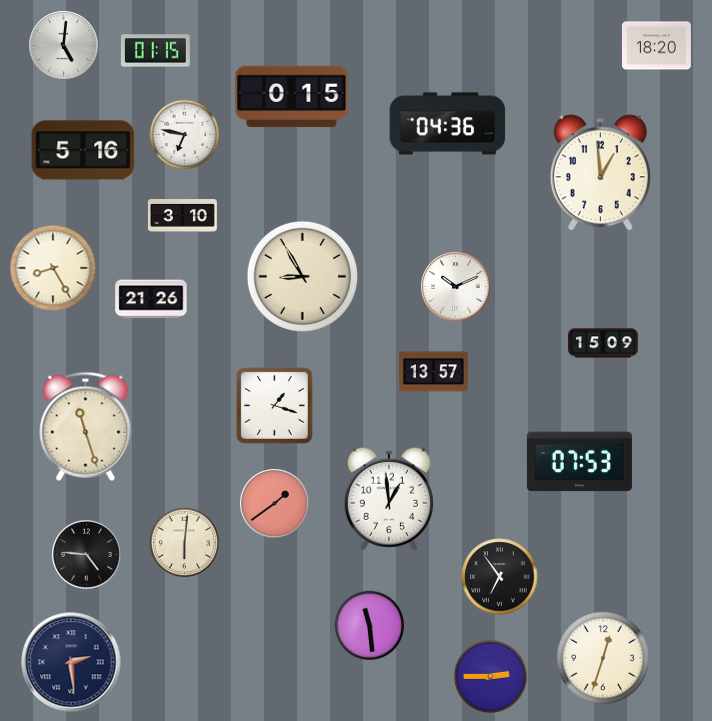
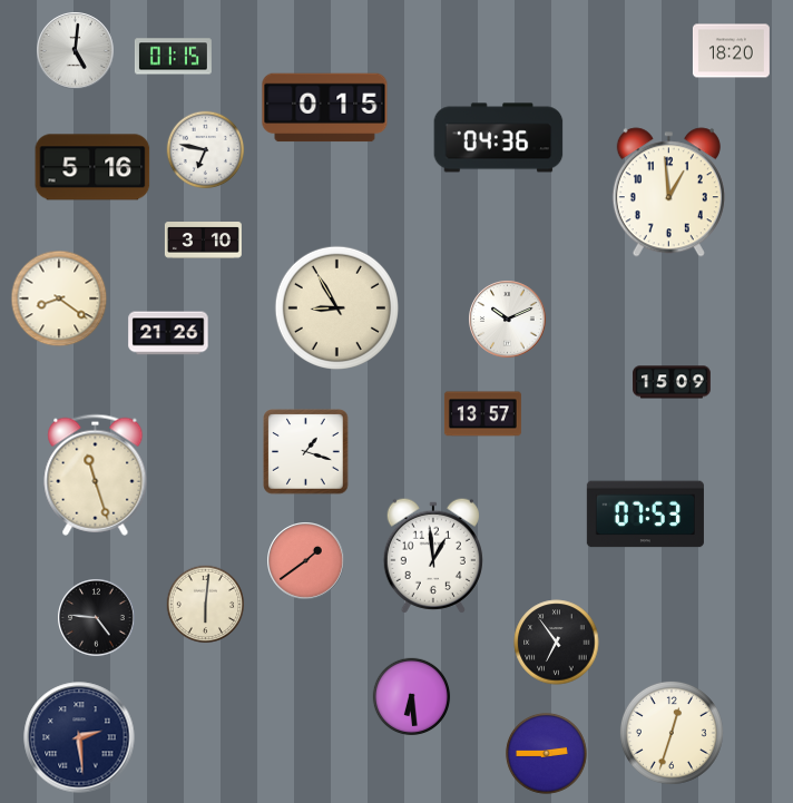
clock at (64, 46) position: (64, 46) -> (76, 51)
clock at (53, 268): 8:25 -> 8:21
clock at (370, 626): 11:29 -> 6:29
